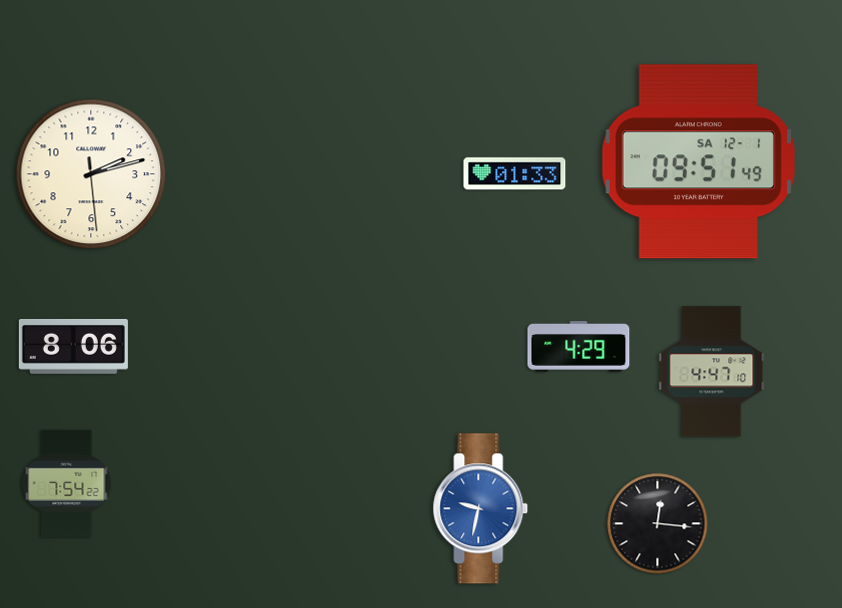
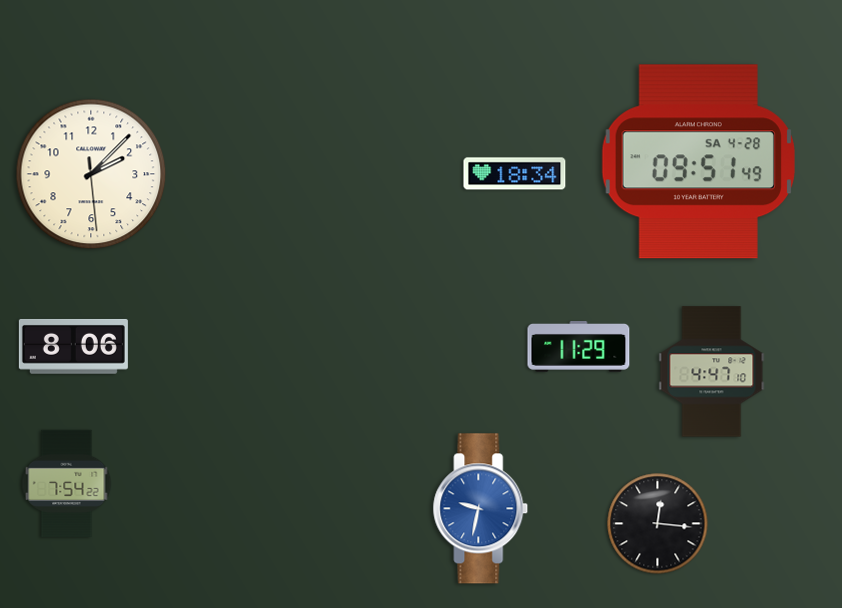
clock at (698, 162) date: SA 12-1 -> SA 4-28
clock at (91, 174): 2:12 -> 2:07
clock at (515, 174): 01:33 -> 18:34
clock at (579, 347): 4:29 -> 11:29
